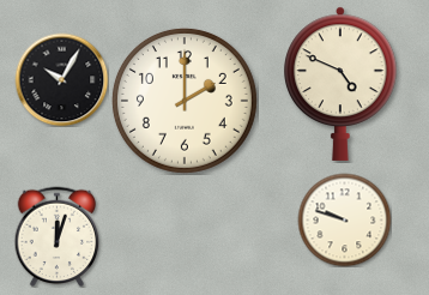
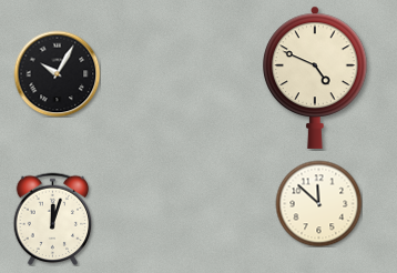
clock at (185, 101): 2:00 -> none
clock at (344, 219): 9:48 -> 11:52
